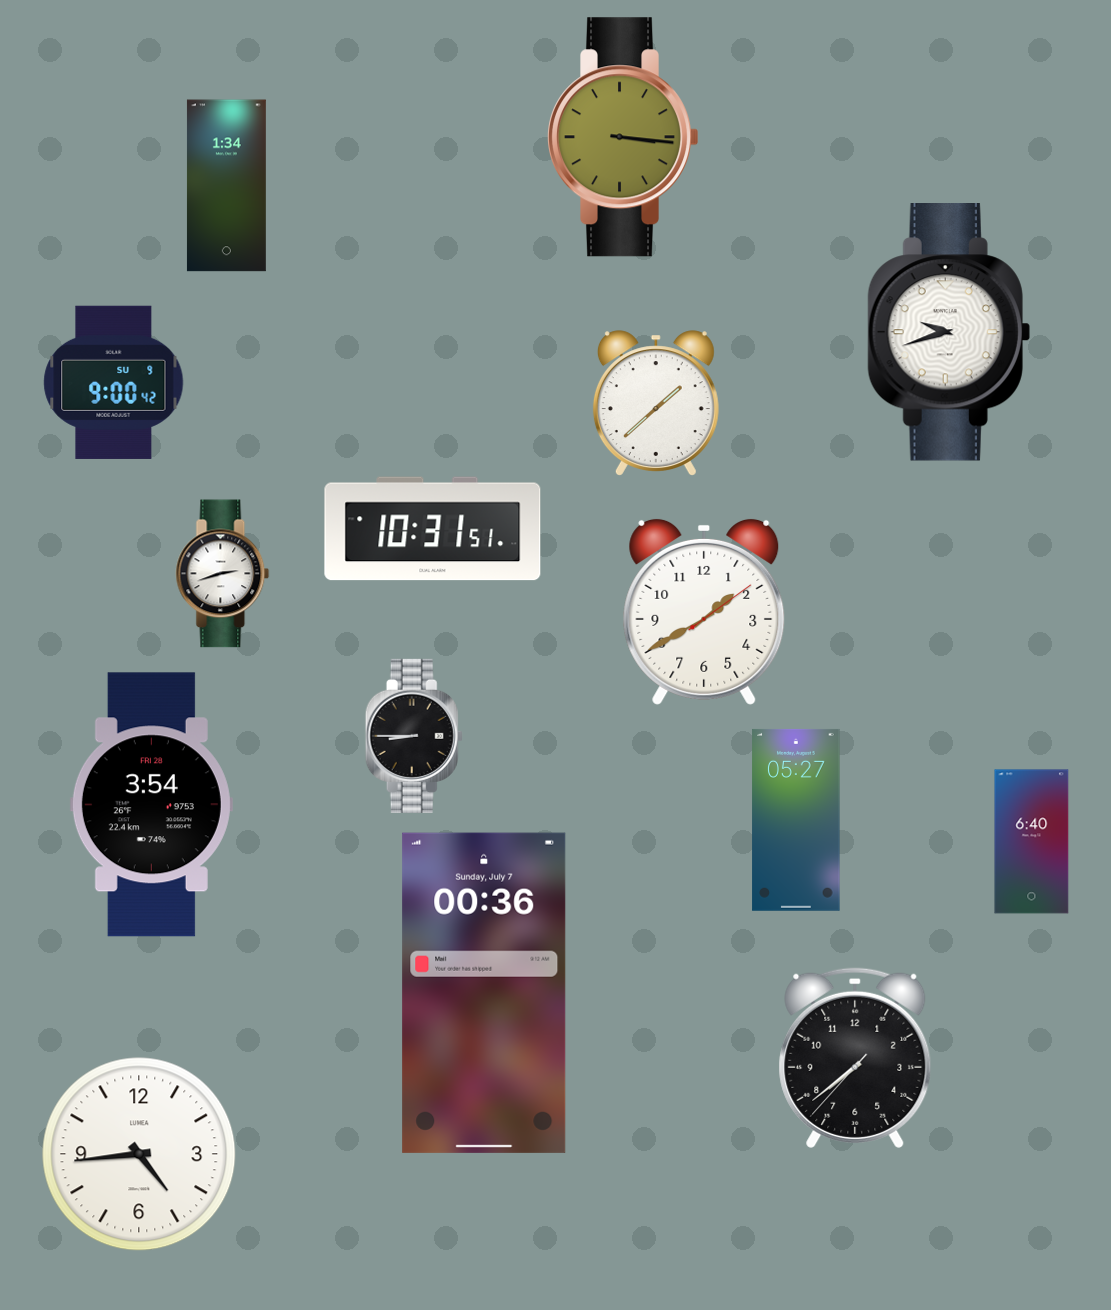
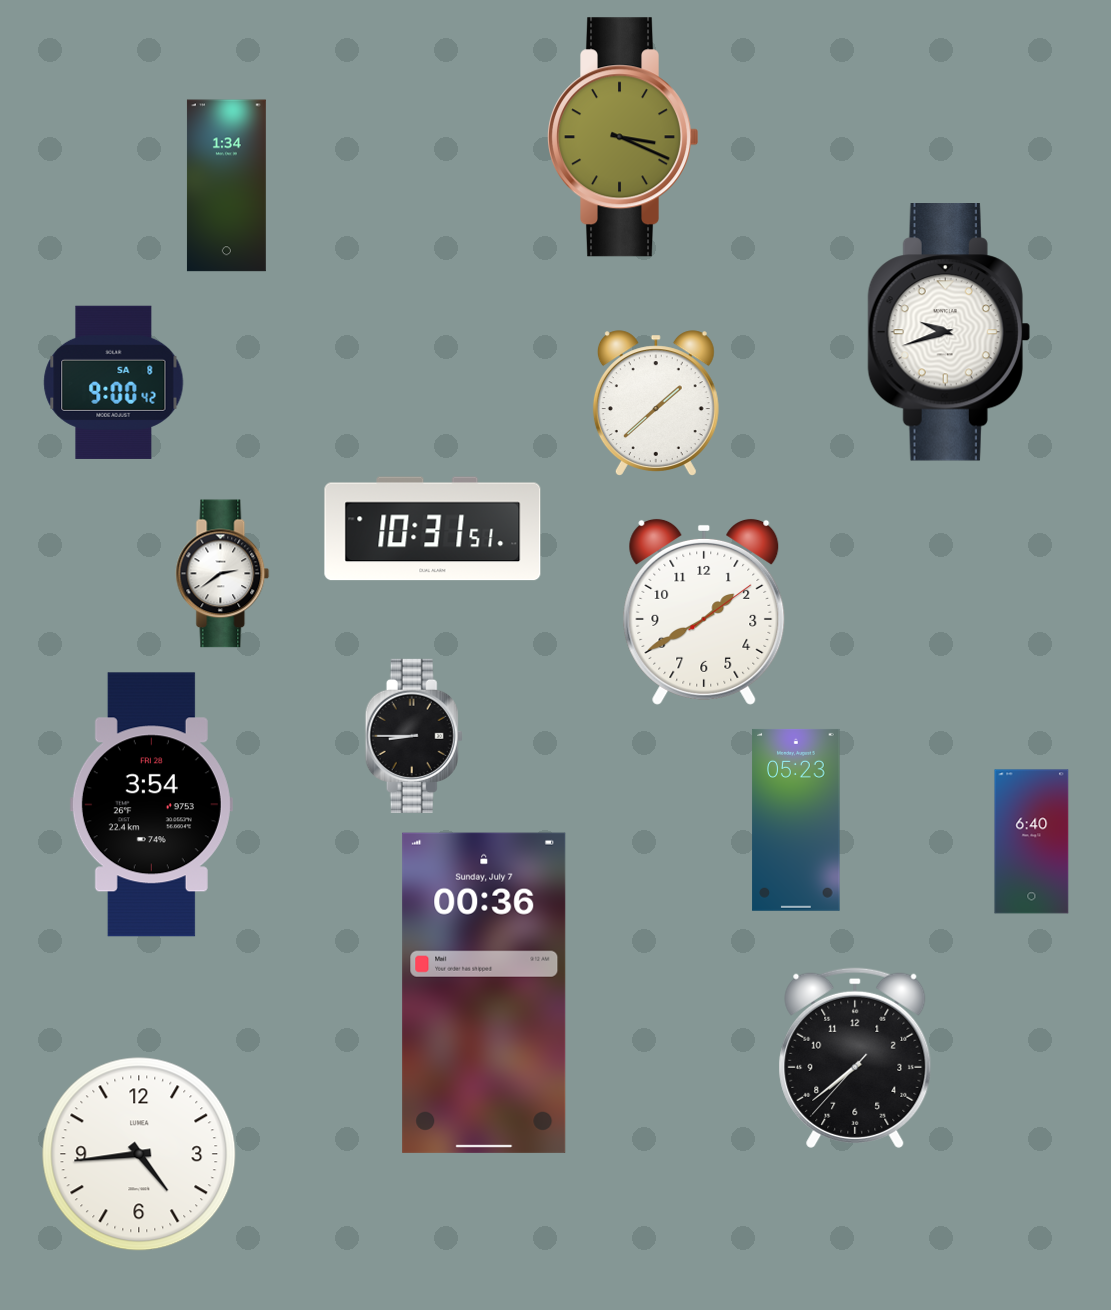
clock at (623, 137): 3:16 -> 3:19
clock at (114, 382) date: SU 9 -> SA 8
clock at (223, 574): 2:42 -> 2:39
clock at (796, 820): 05:27 -> 05:23
